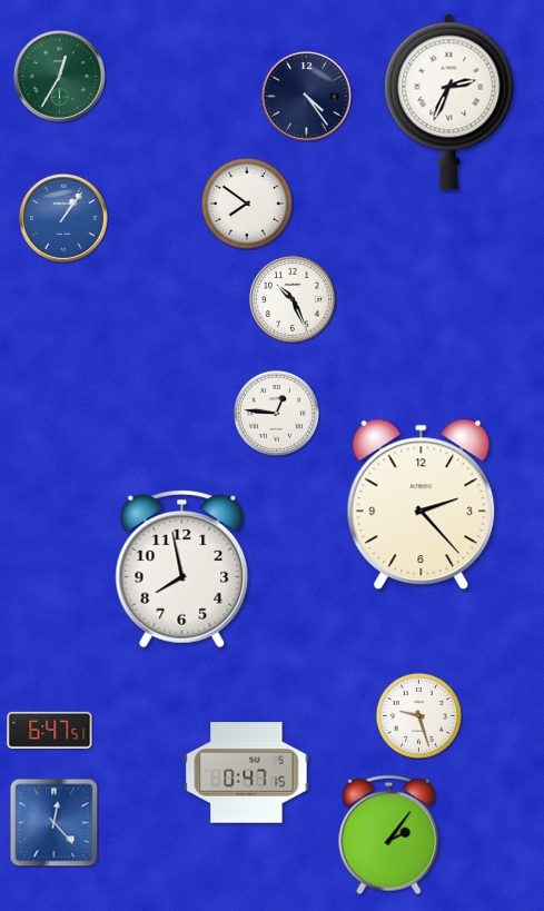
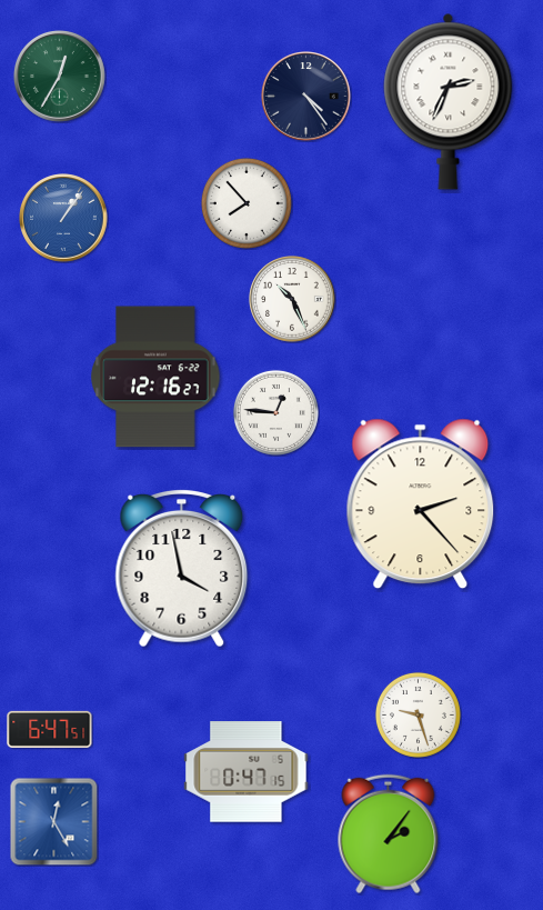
clock at (247, 204): 7:51 -> 7:53
clock at (155, 377): none -> 12:16
clock at (182, 570): 7:58 -> 3:58
clock at (53, 822): 12:23 -> 12:25
